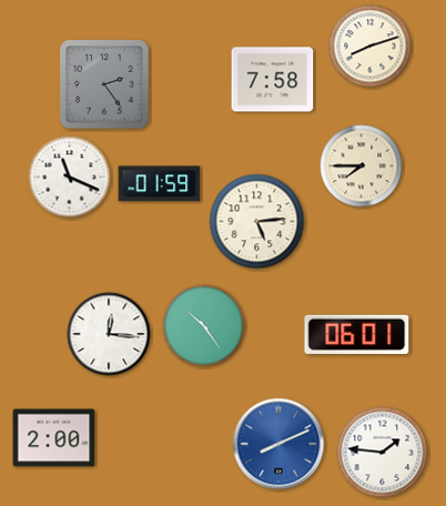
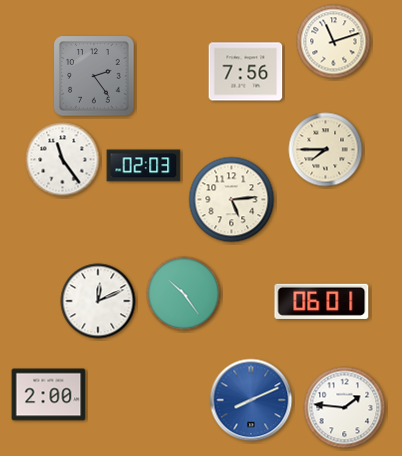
clock at (371, 47): 8:12 -> 11:12
clock at (273, 80): 7:58 -> 7:56
clock at (70, 178): 11:19 -> 11:24
clock at (160, 184): 01:59 -> 02:03
clock at (109, 334): 12:16 -> 12:11
